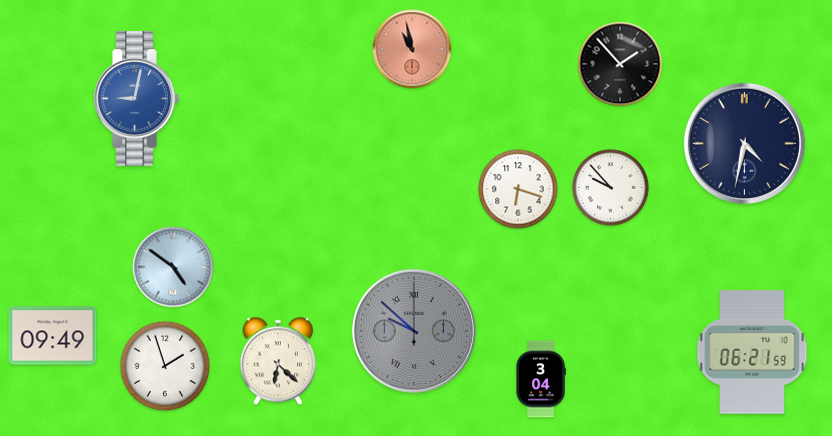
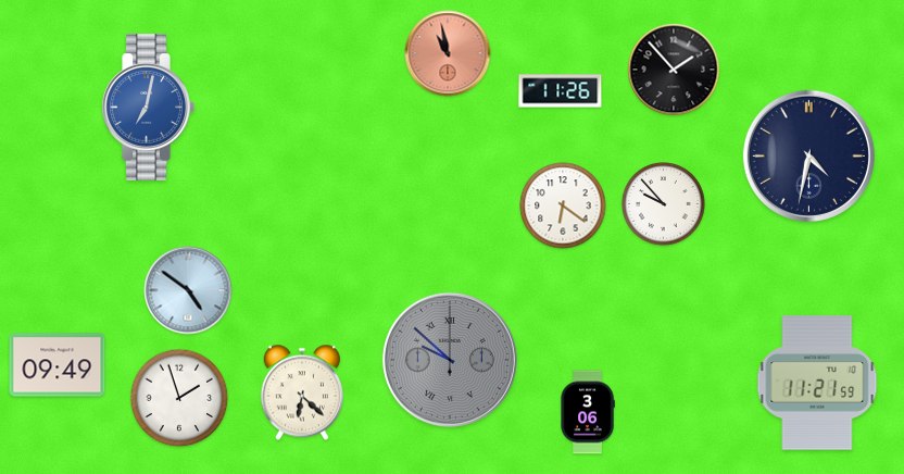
clock at (561, 91): none -> 11:26
clock at (136, 99): 9:02 -> 7:02
clock at (518, 189): 6:18 -> 6:21
clock at (752, 352): 06:21 -> 11:21
clock at (541, 379): 3:04 -> 3:06
